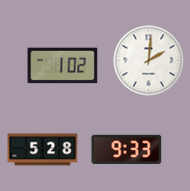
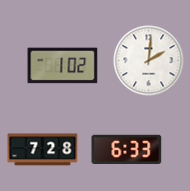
clock at (127, 149): 9:33 -> 6:33
clock at (43, 150): 5:28 -> 7:28
